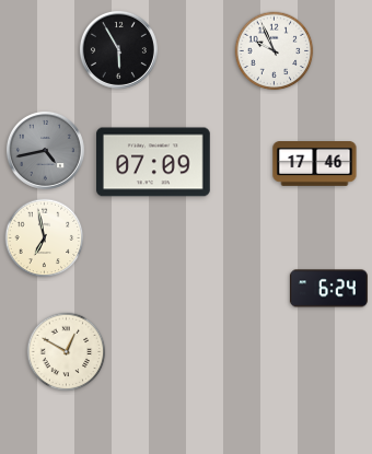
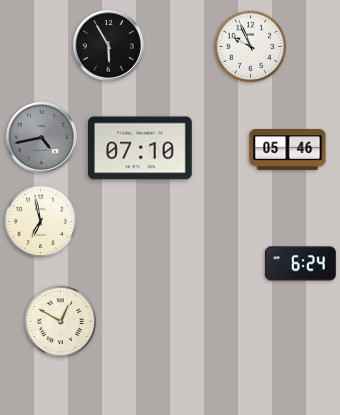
clock at (154, 162): 07:09 -> 07:10
clock at (315, 164): 17:46 -> 05:46
clock at (45, 238) position: (45, 238) -> (41, 222)
